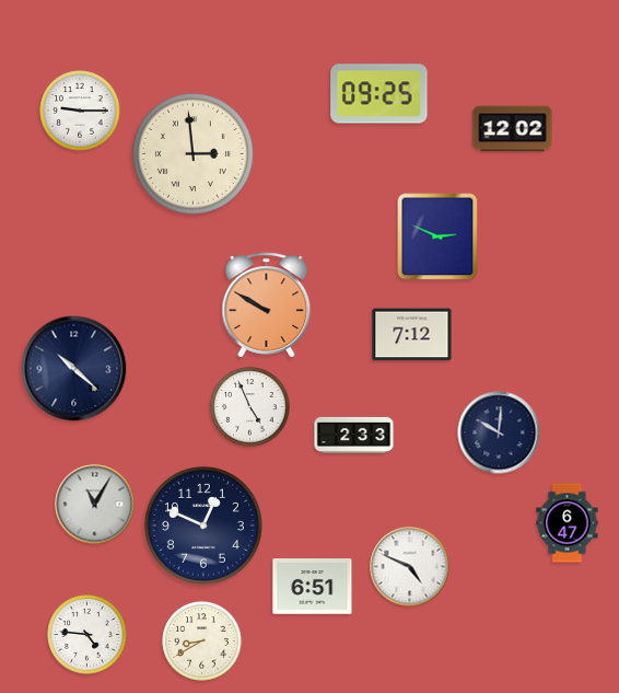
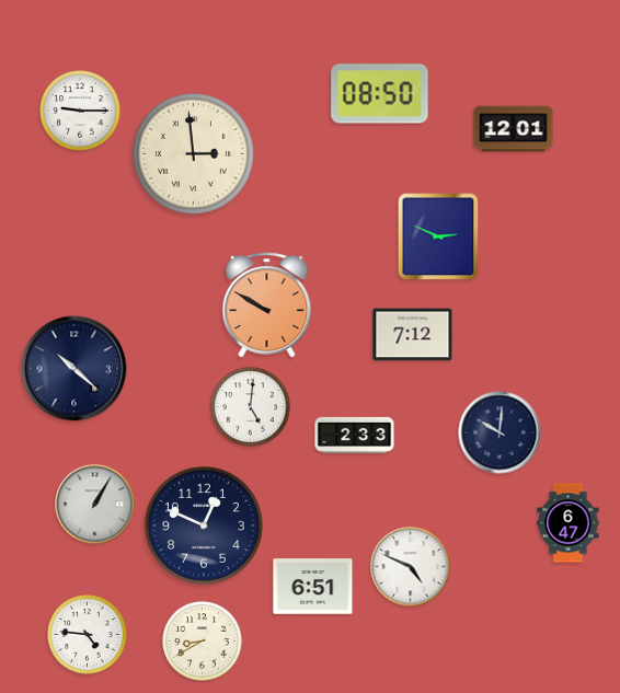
clock at (379, 94): 09:25 -> 08:50
clock at (513, 129): 12:02 -> 12:01
clock at (250, 407): 4:56 -> 5:01
clock at (95, 505): 11:05 -> 1:05
